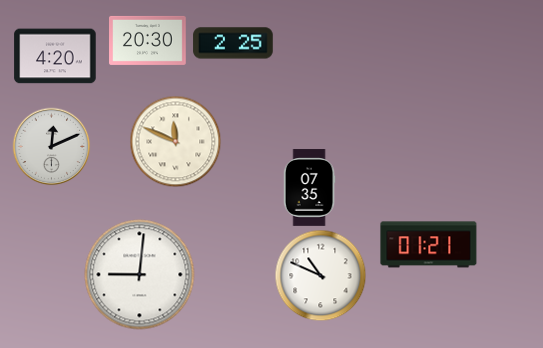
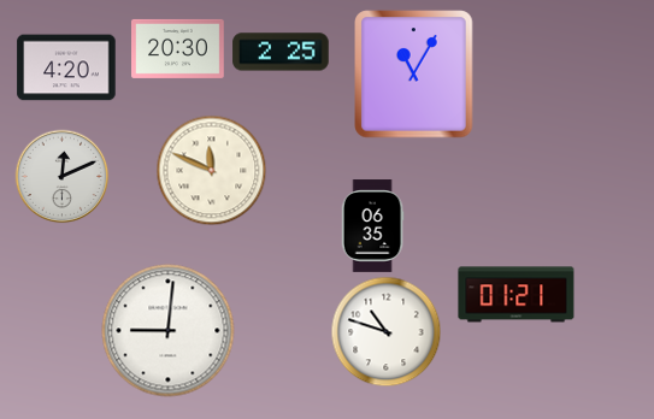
clock at (414, 75): none -> 11:05
clock at (309, 188): 07:35 -> 06:35
clock at (320, 275): 10:49 -> 10:48
